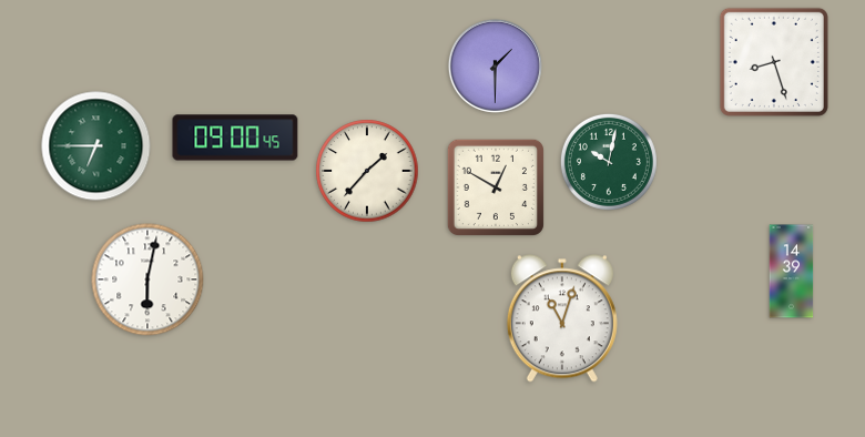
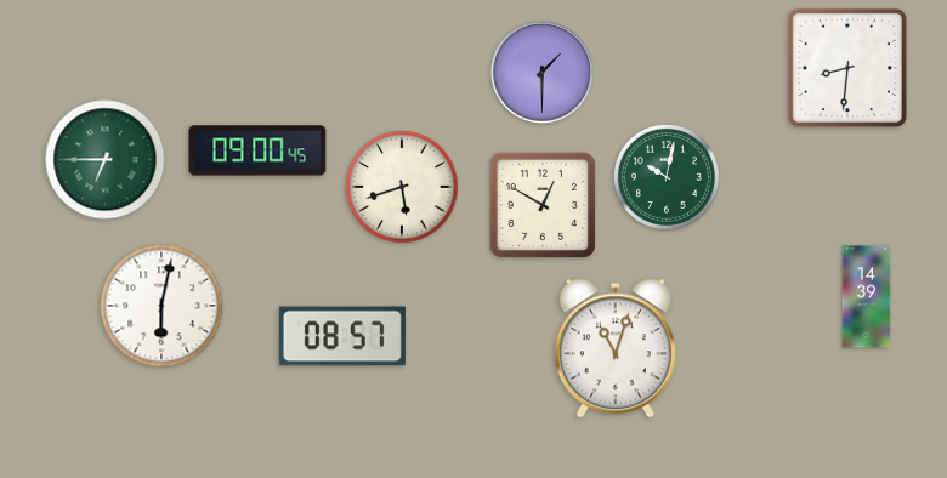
clock at (774, 62): 8:27 -> 8:31
clock at (367, 171): 1:37 -> 5:42
clock at (342, 336): none -> 08:57
